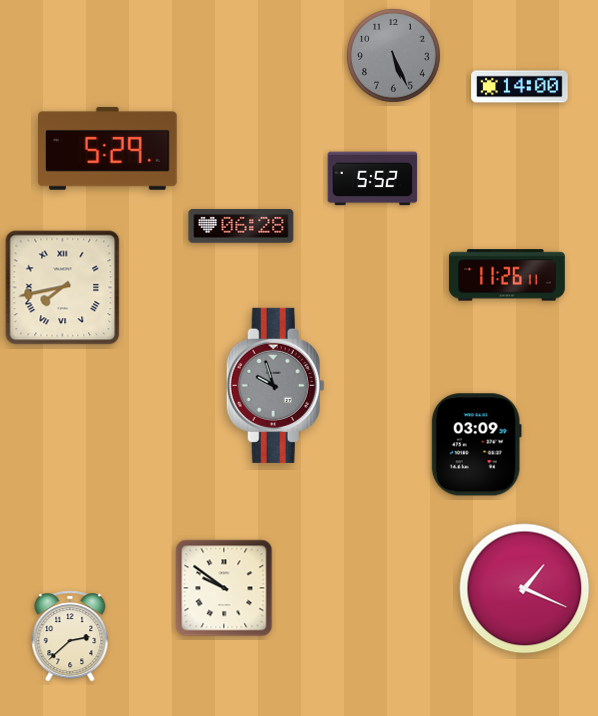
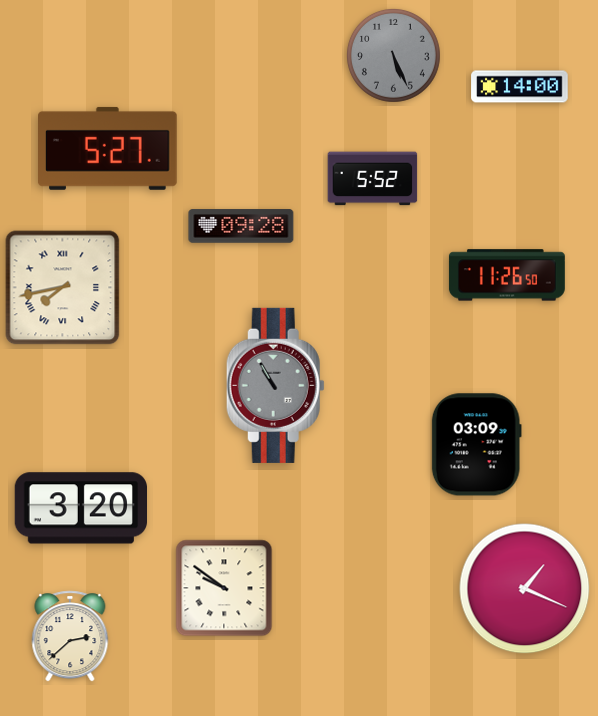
clock at (108, 148): 5:29 -> 5:27
clock at (241, 226): 06:28 -> 09:28
clock at (507, 275): 11:26:11 -> 11:26:50
clock at (275, 385): 9:57 -> 10:55
clock at (80, 508): none -> 3:20
